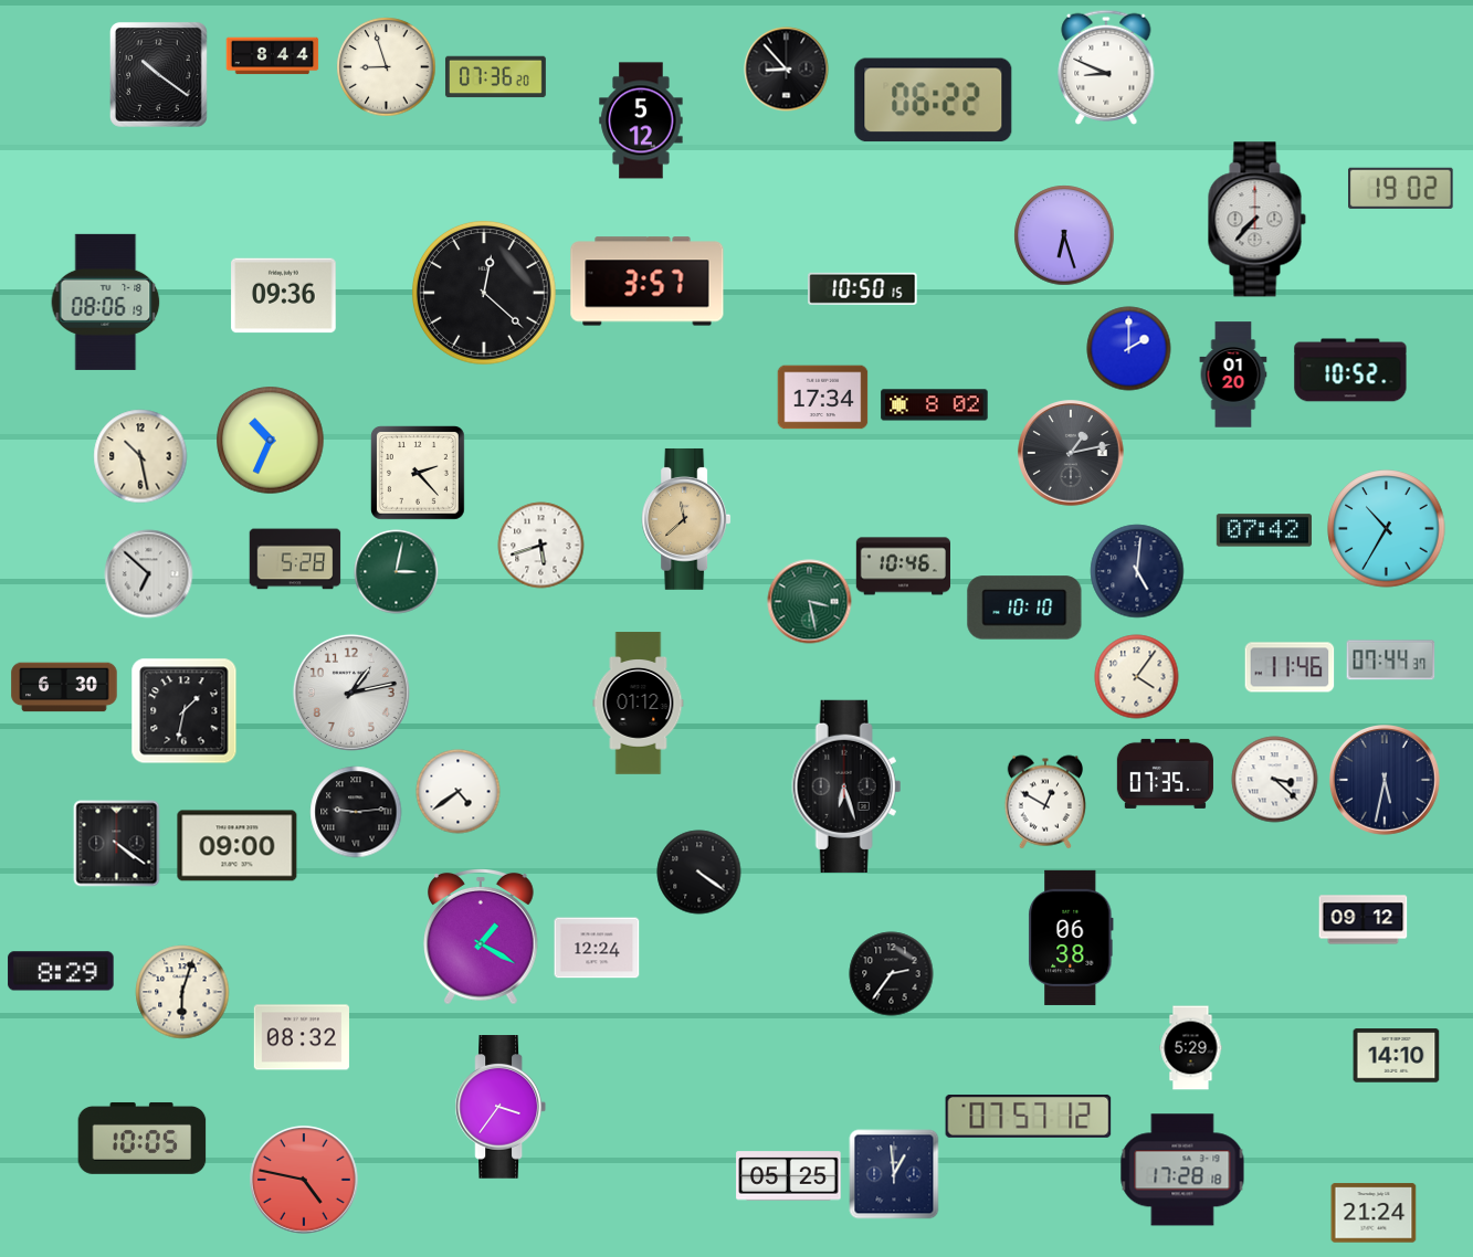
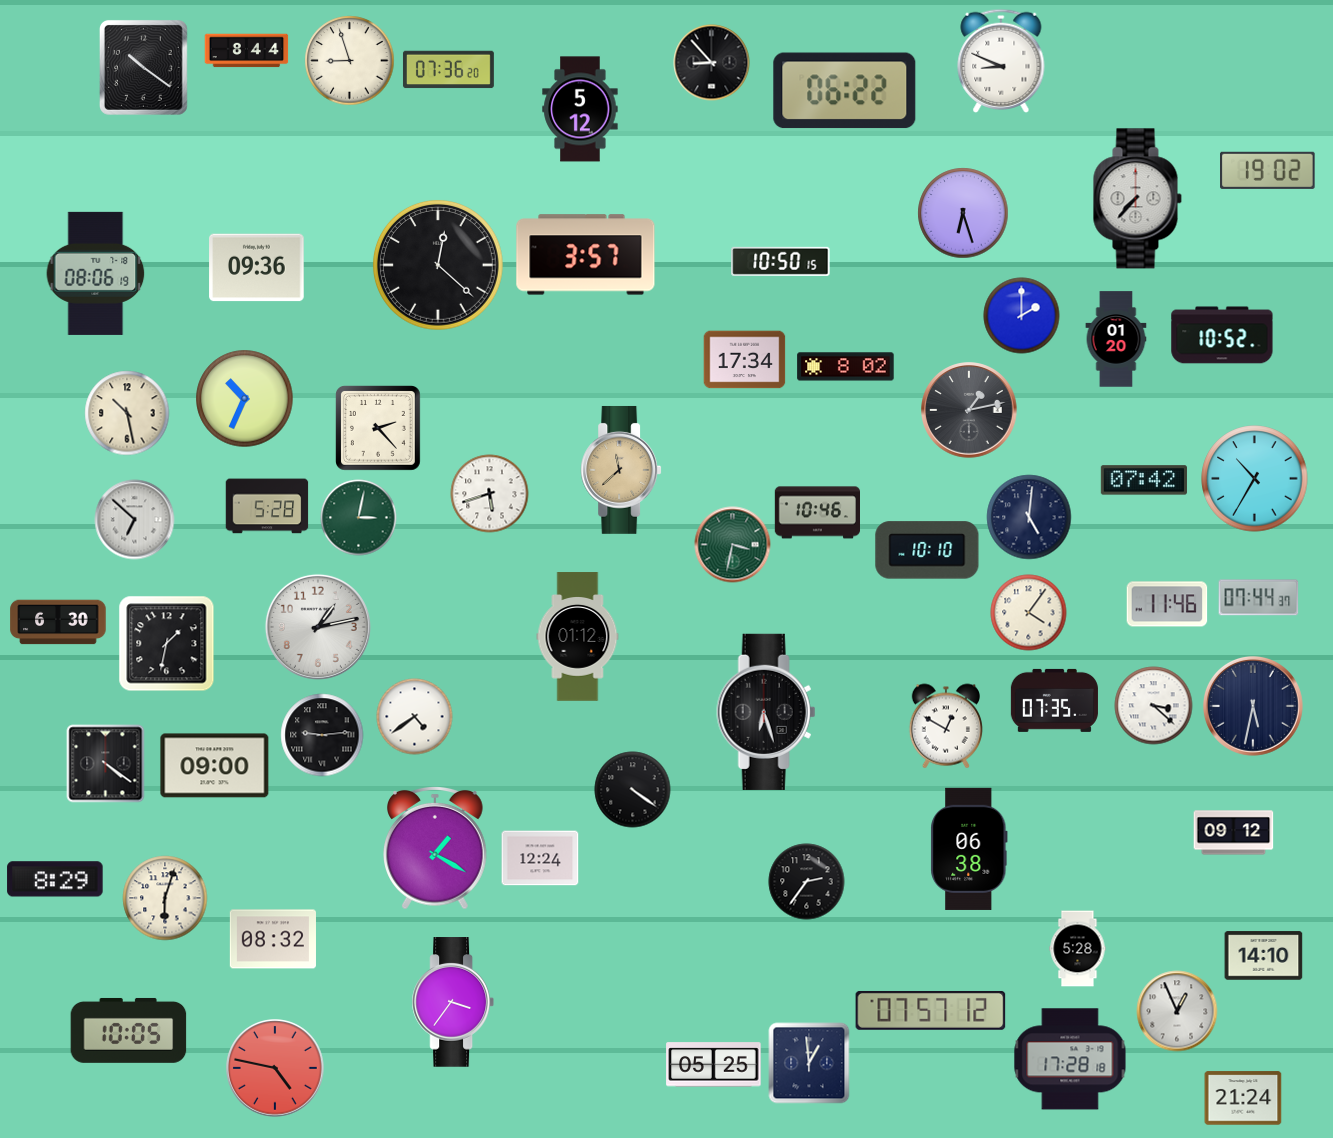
clock at (810, 602): 3:28 -> 3:32
clock at (1191, 1048): 5:29 -> 5:28
clock at (1177, 1011): none -> 12:56
